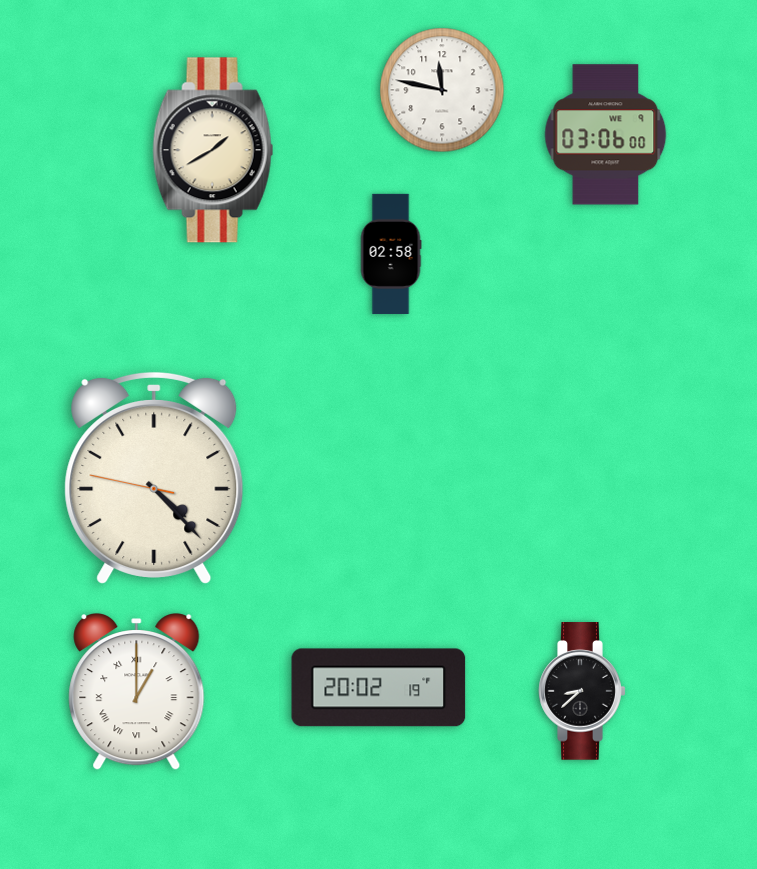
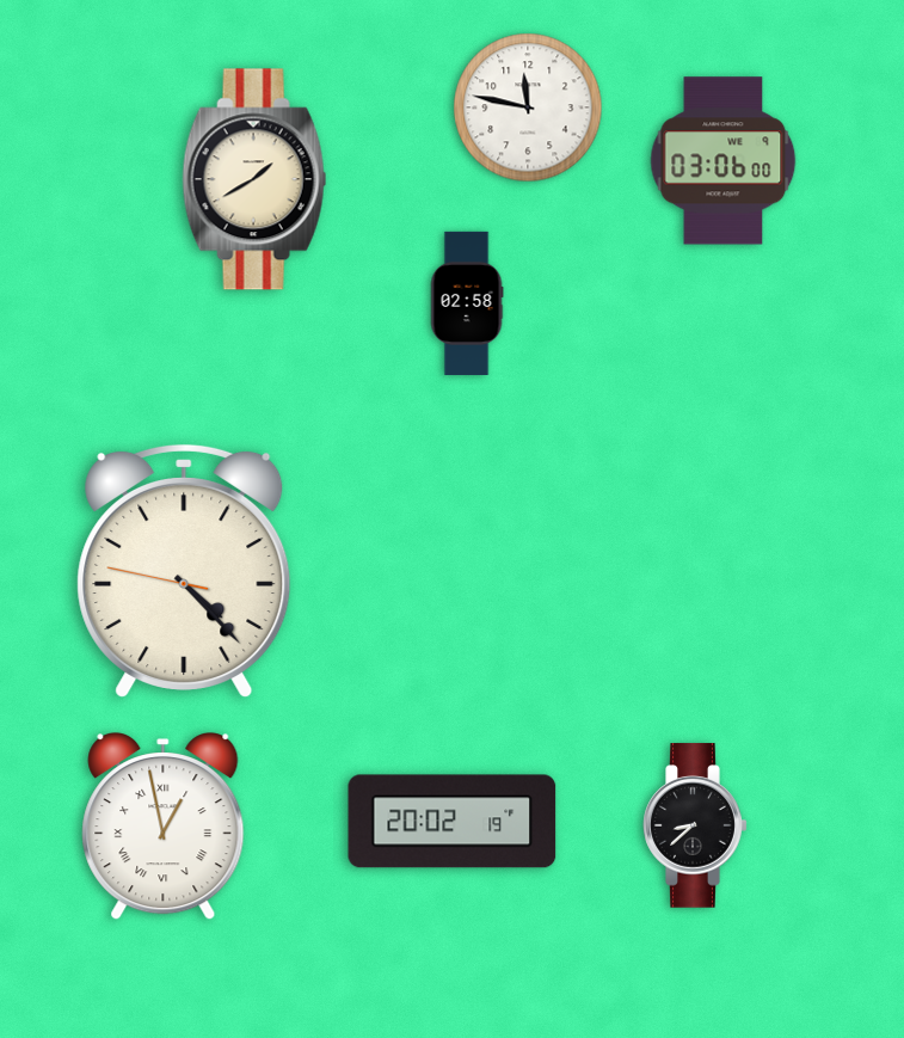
clock at (137, 693): 1:00 -> 12:58
